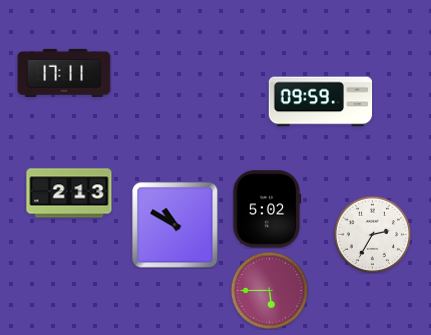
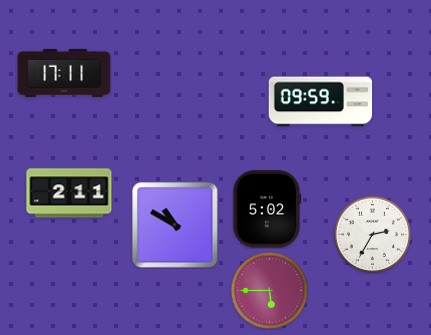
clock at (69, 193): 2:13 -> 2:11
